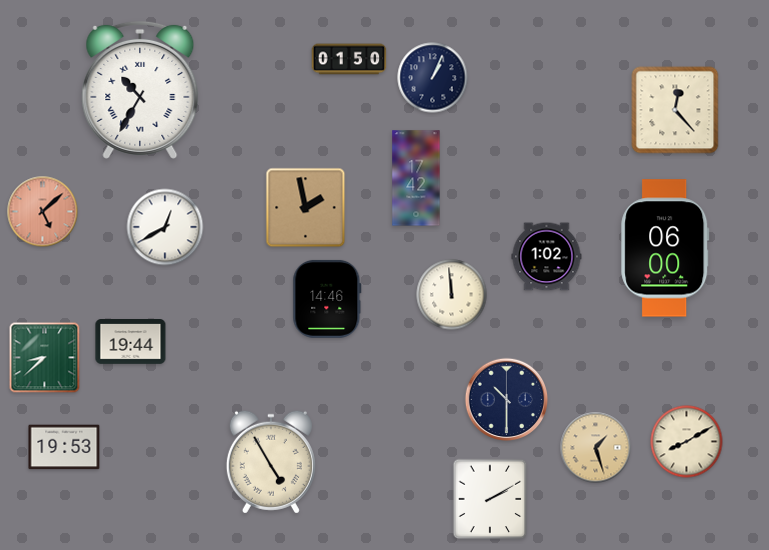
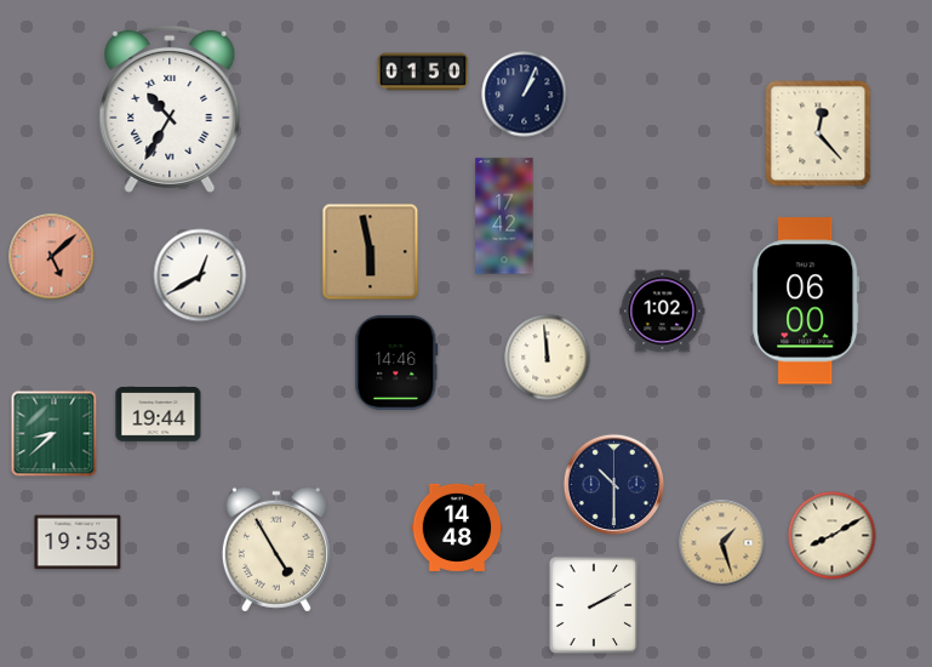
clock at (306, 208): 1:58 -> 5:58
clock at (457, 528): none -> 14:48
clock at (271, 462) position: (271, 462) -> (276, 549)
